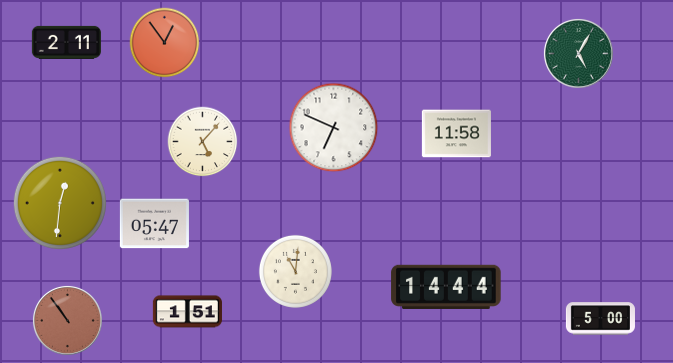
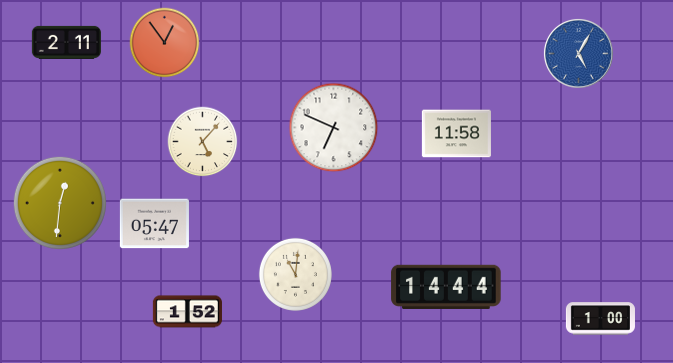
clock at (578, 53) dial: green -> blue
clock at (295, 271) position: (295, 271) -> (295, 274)
clock at (187, 312): 1:51 -> 1:52
clock at (600, 319): 5:00 -> 1:00
clock at (67, 320): 10:54 -> none
